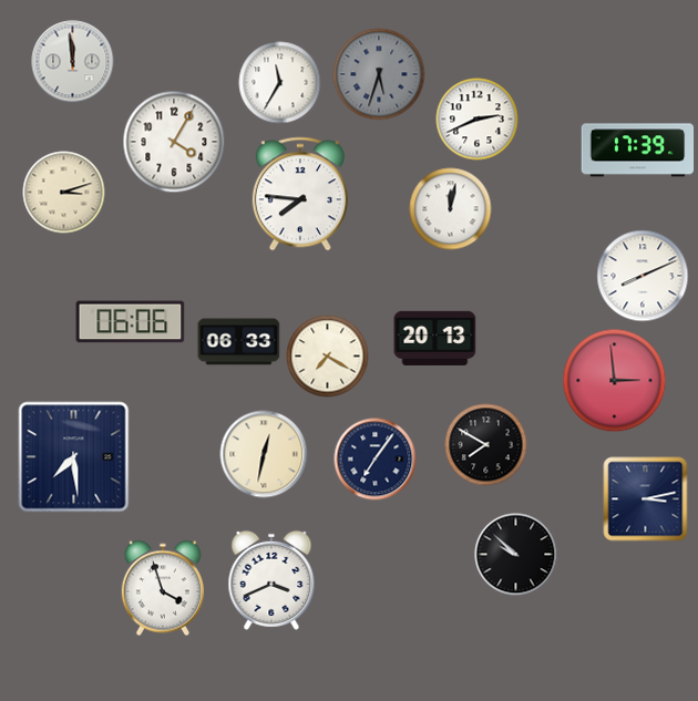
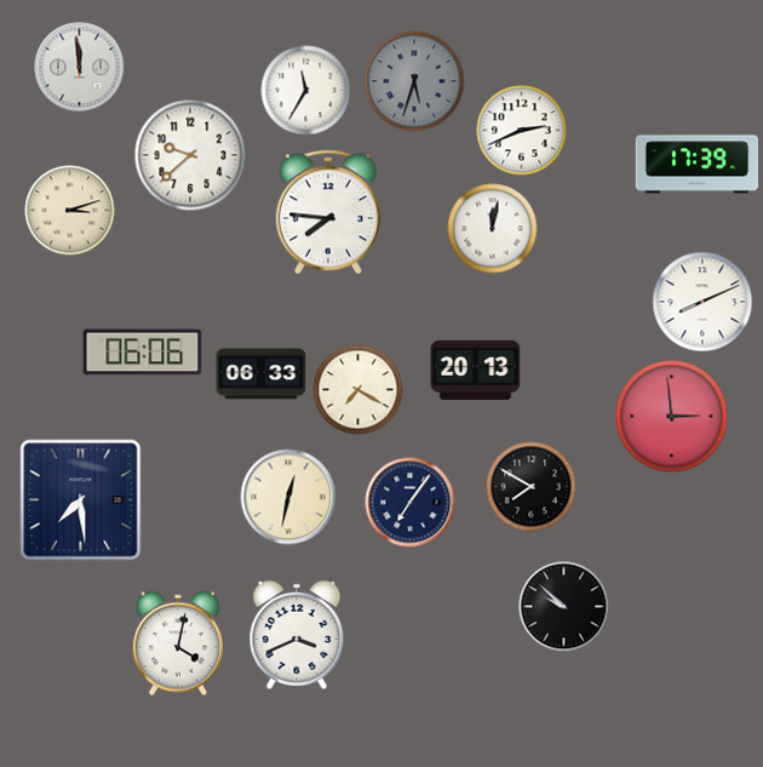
clock at (174, 142): 4:05 -> 9:38
clock at (646, 499): 3:13 -> none
clock at (163, 588): 3:57 -> 4:02
